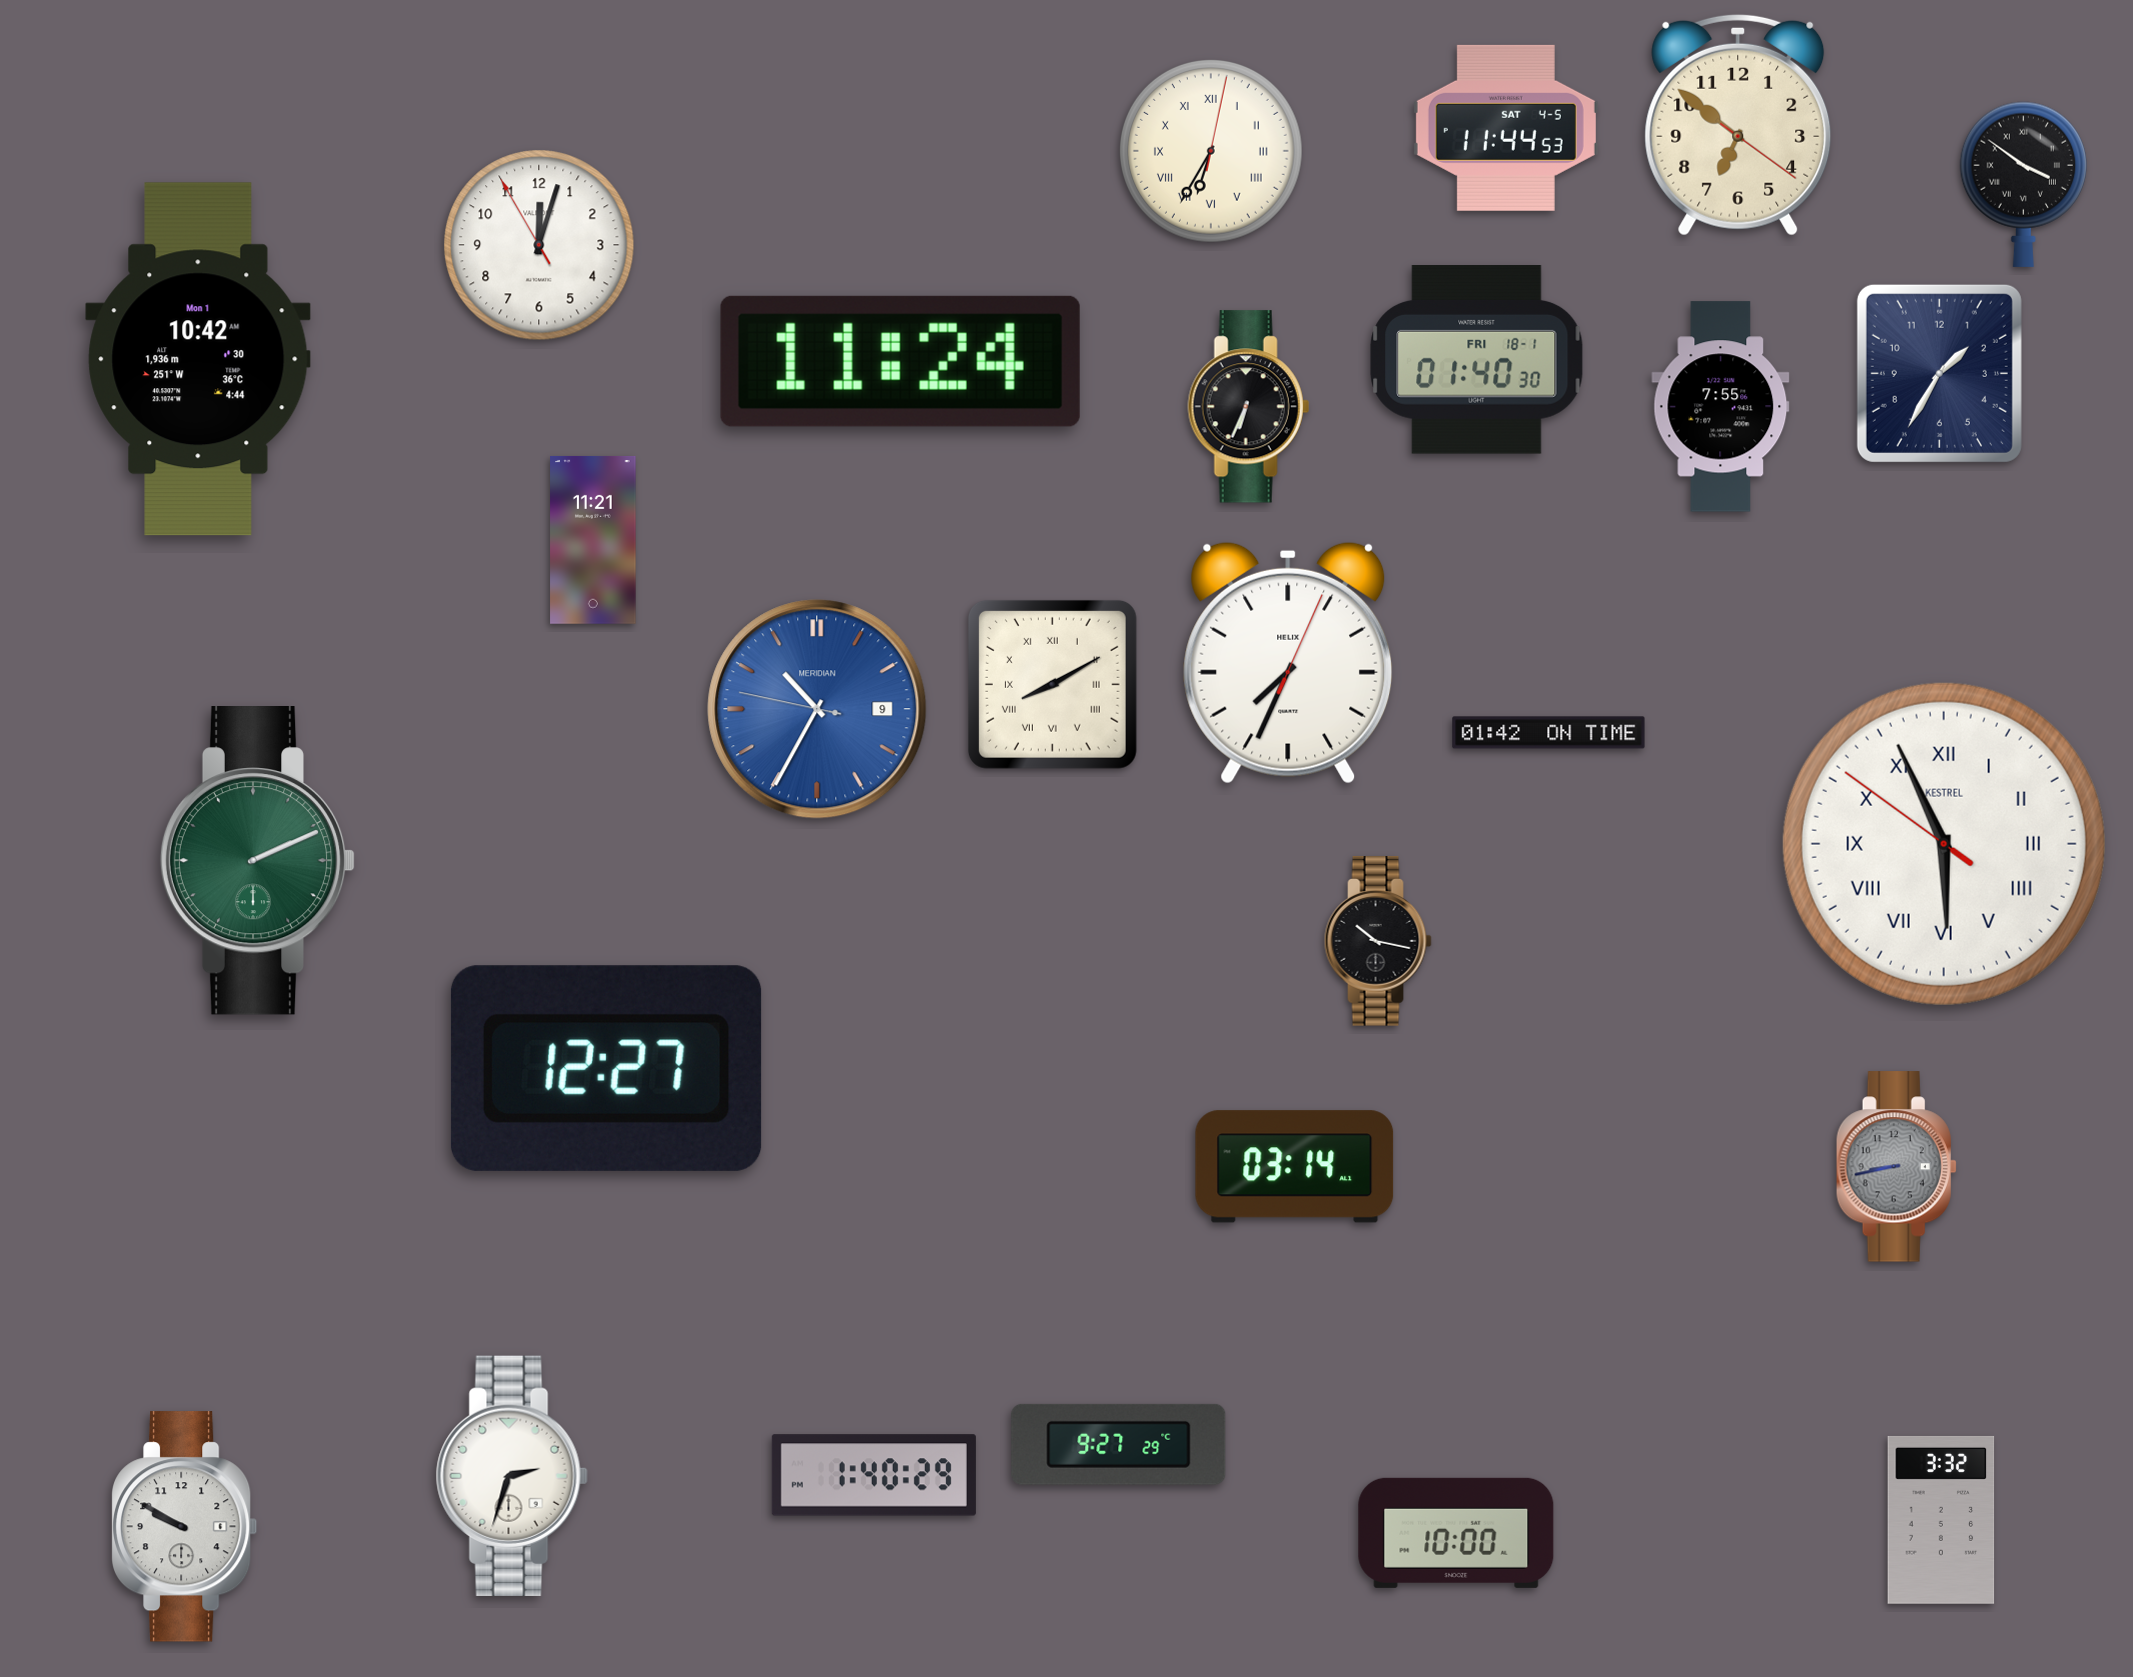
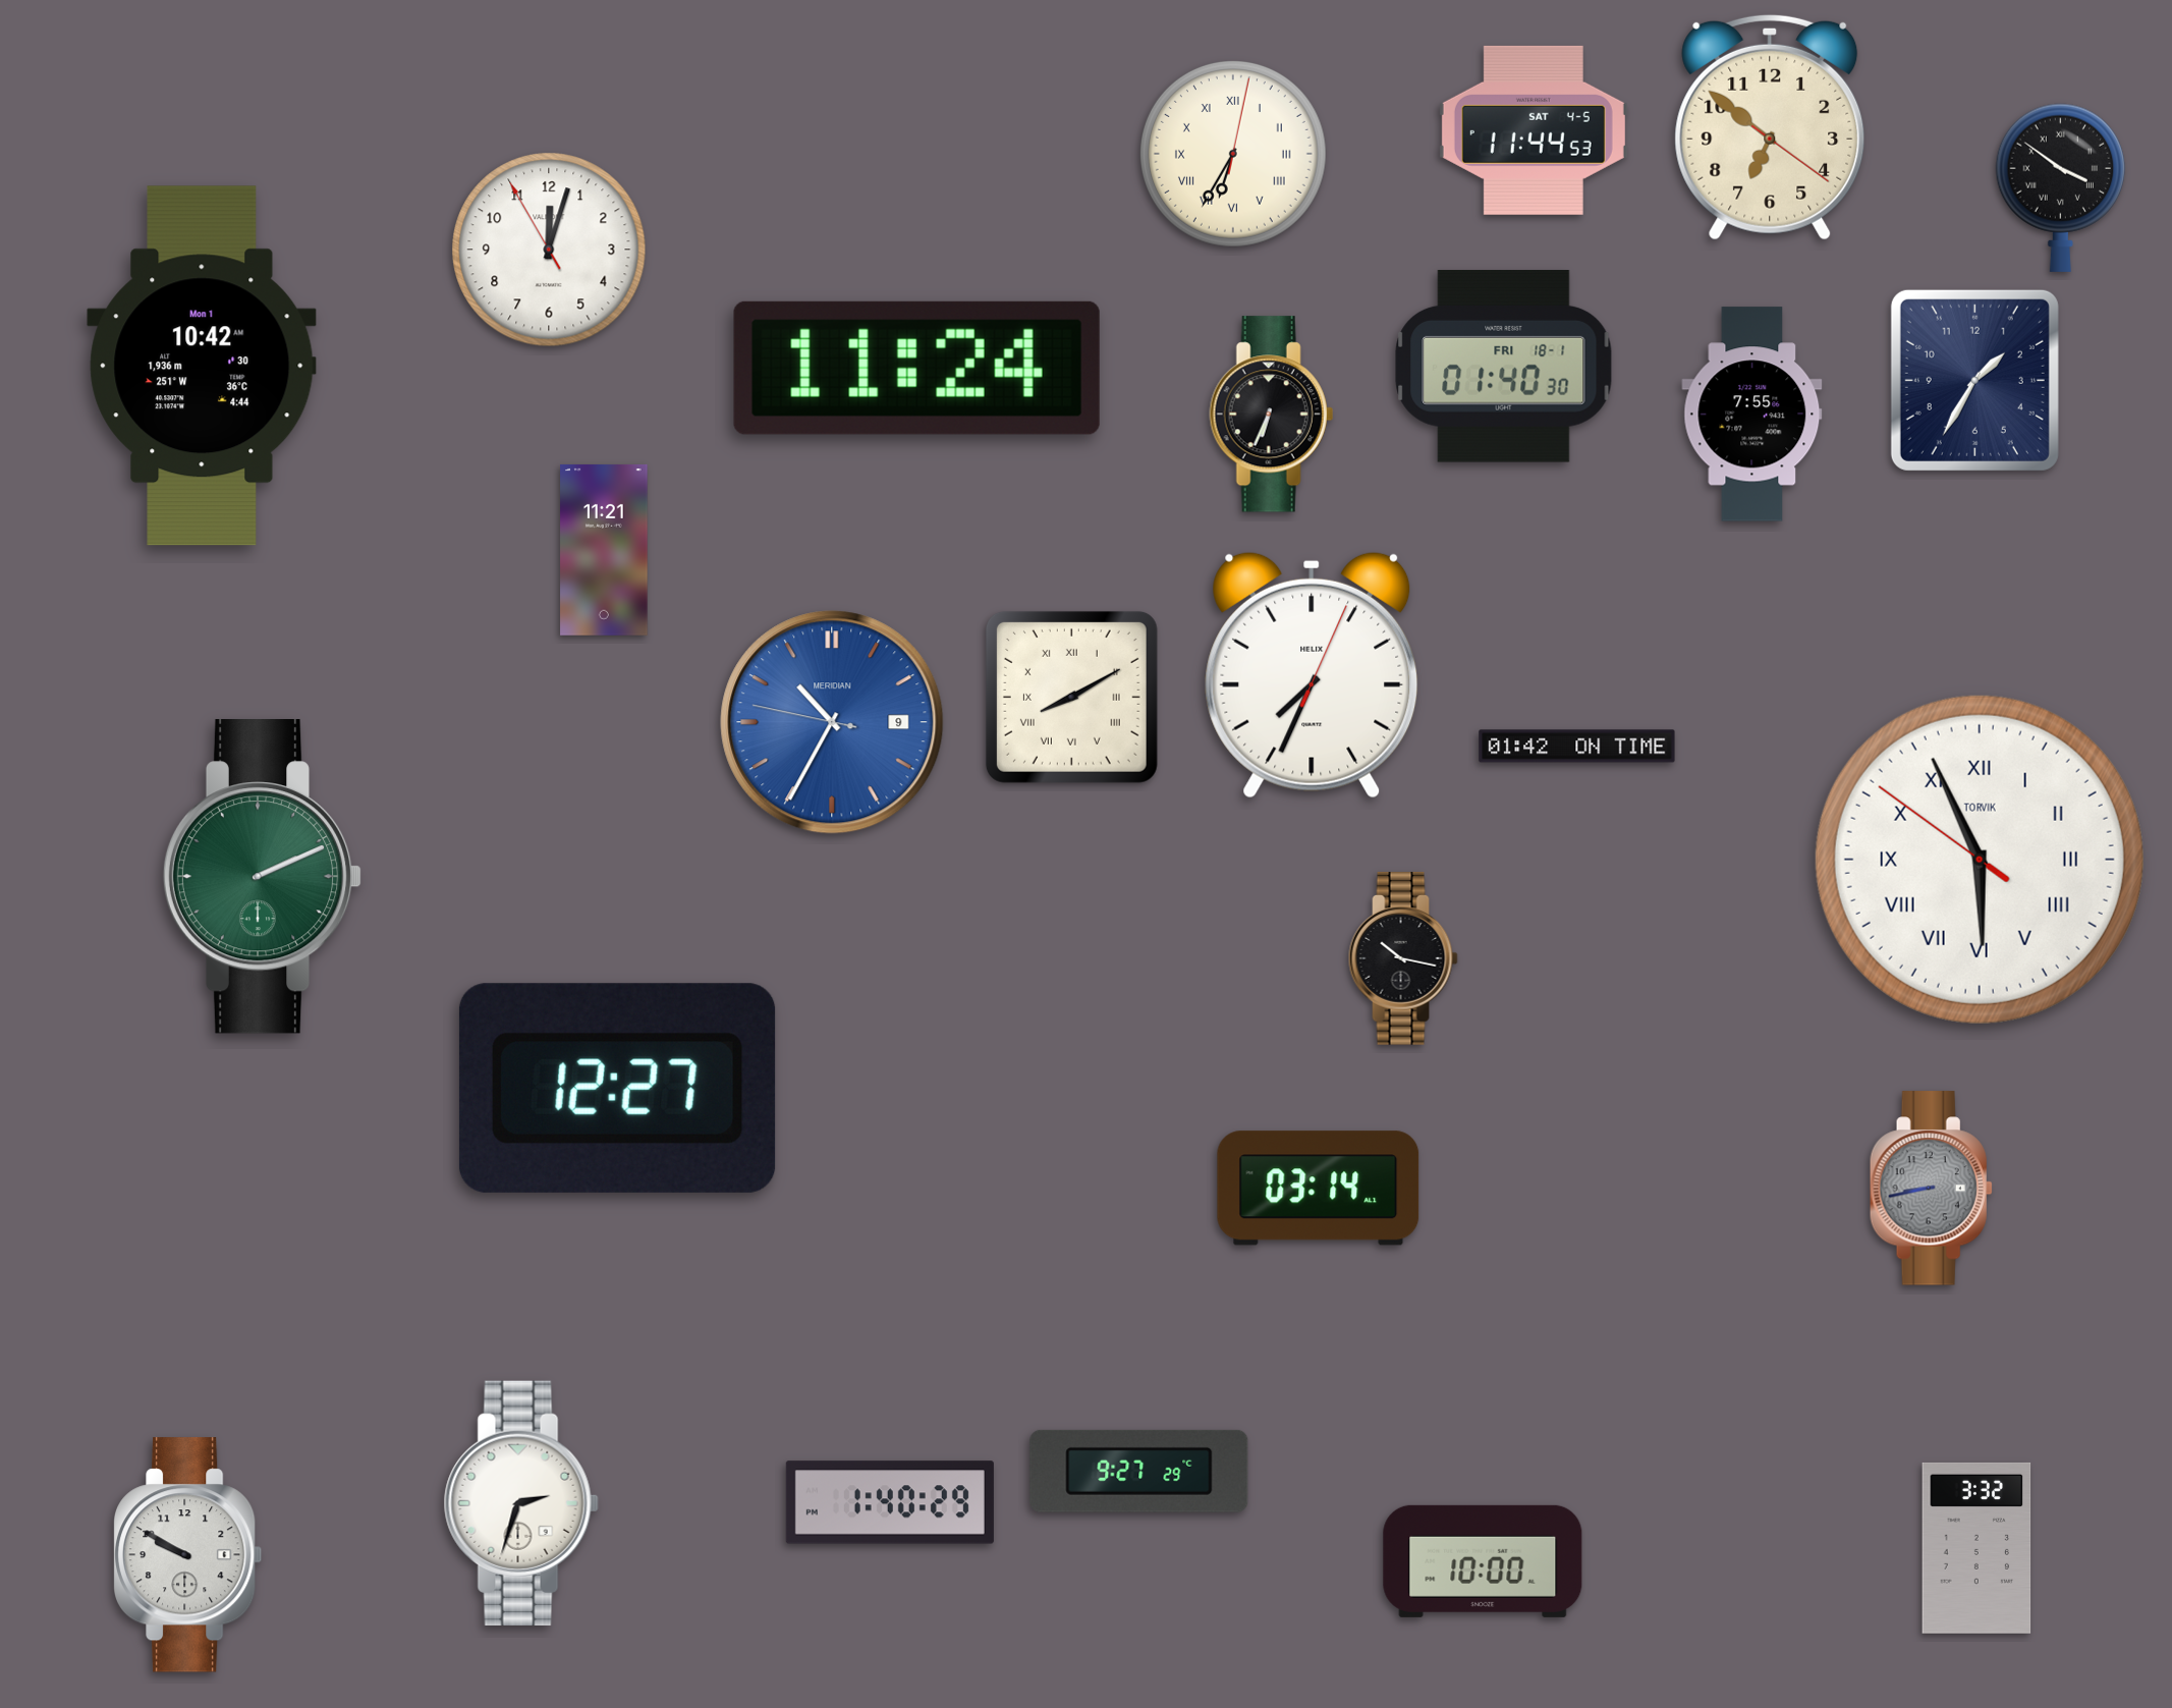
clock at (1944, 844) brand: KESTREL -> TORVIK
